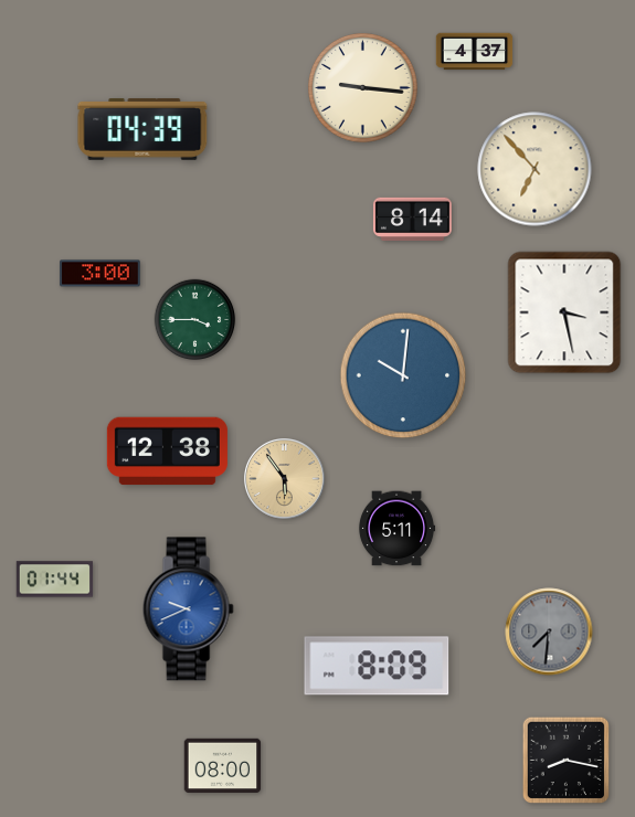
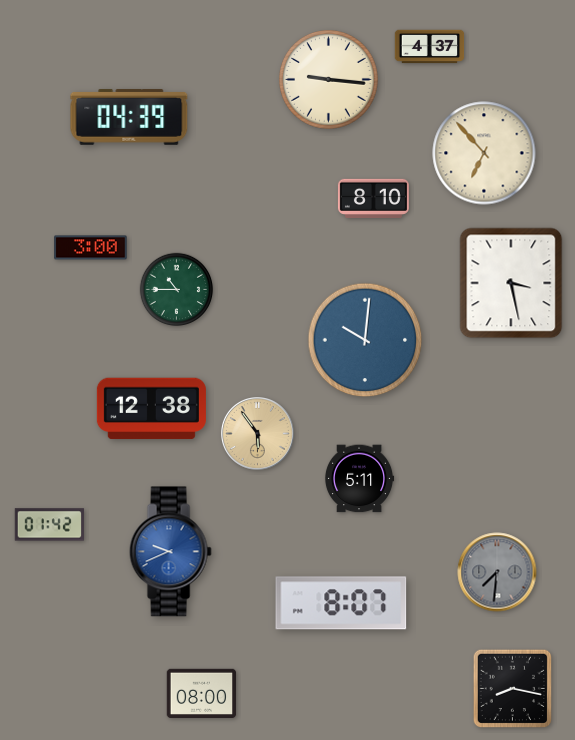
clock at (412, 219): 8:14 -> 8:10
clock at (195, 320): 3:45 -> 10:45
clock at (55, 580): 01:44 -> 01:42
clock at (377, 666): 8:09 -> 8:07
